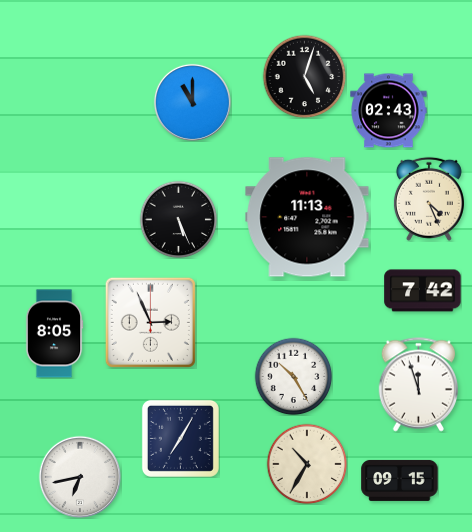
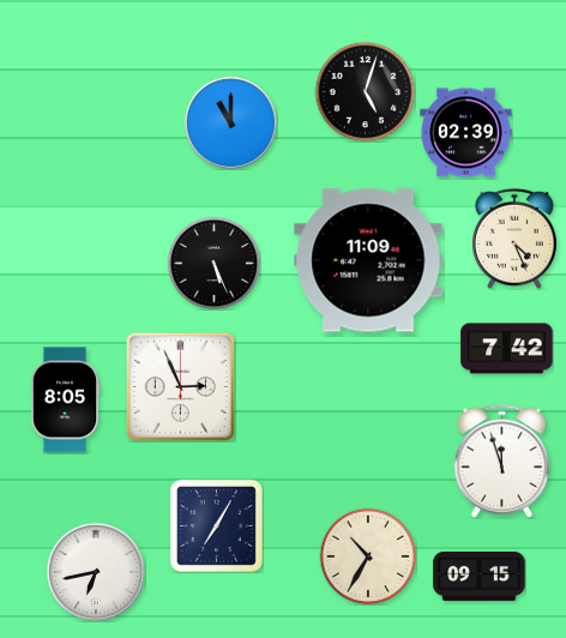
clock at (389, 111): 02:43 -> 02:39
clock at (307, 217): 11:13 -> 11:09
clock at (293, 376): 10:25 -> none
